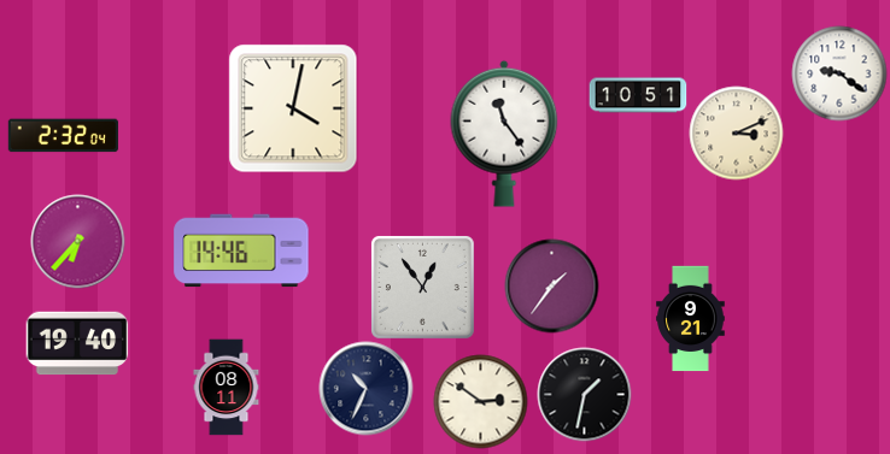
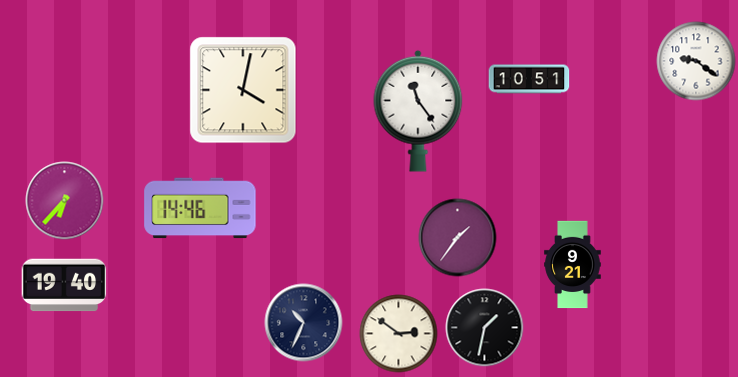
clock at (736, 132): 3:11 -> none
clock at (63, 136): 2:32 -> none
clock at (422, 287): 12:54 -> none
clock at (227, 387): 08:11 -> none
